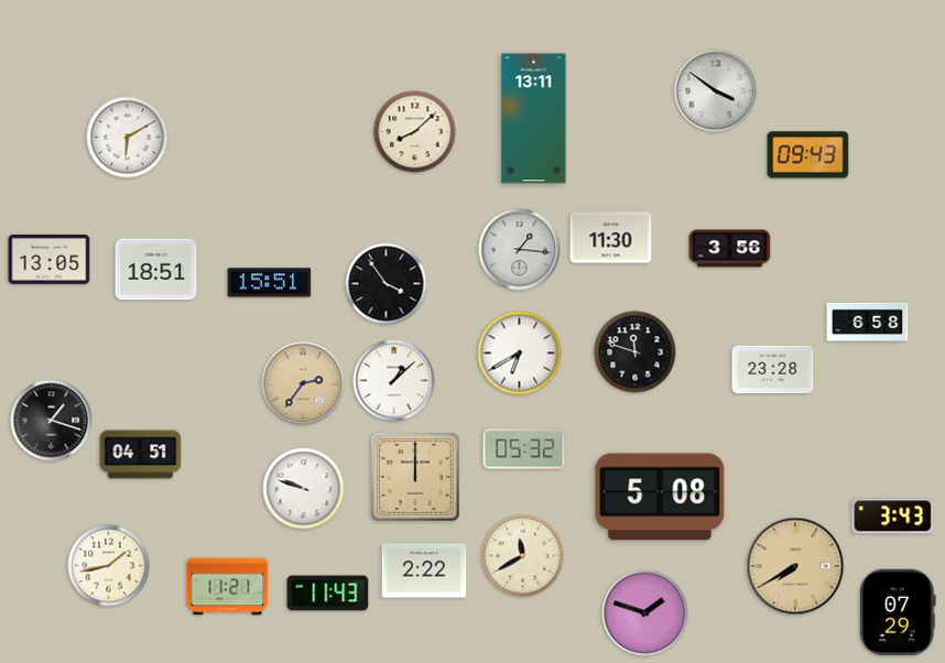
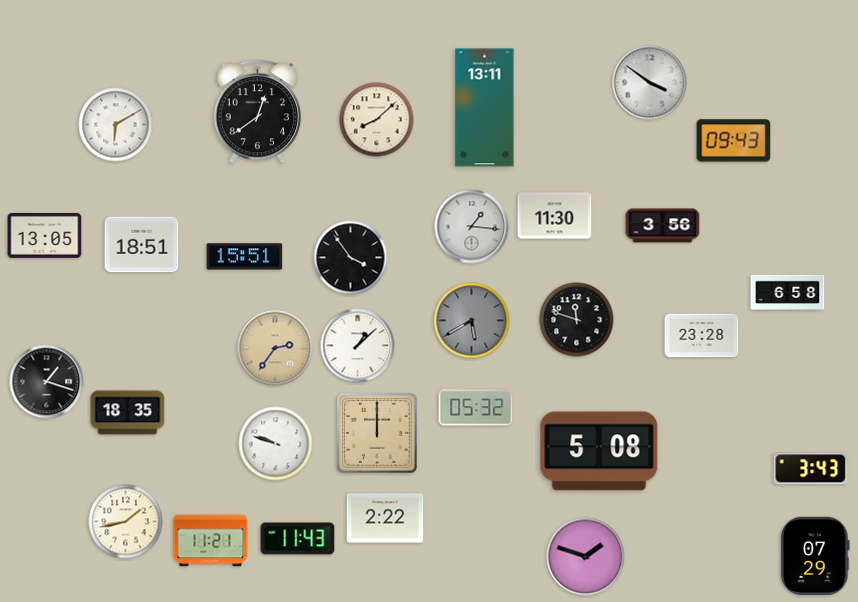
clock at (257, 112): none -> 12:39
clock at (520, 354): 6:40 -> 5:40
clock at (520, 354) dial: white -> grey
clock at (141, 455): 04:51 -> 18:35
clock at (523, 556): 11:40 -> none
clock at (109, 566) position: (109, 566) -> (126, 522)
clock at (795, 566): 7:40 -> none
clock at (228, 587) position: (228, 587) -> (211, 541)
